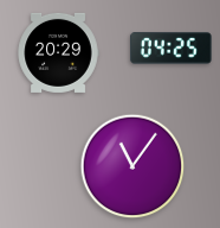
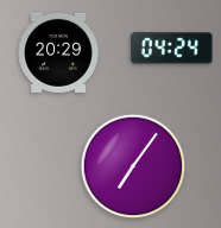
clock at (170, 49): 04:25 -> 04:24
clock at (132, 166): 11:06 -> 7:06
